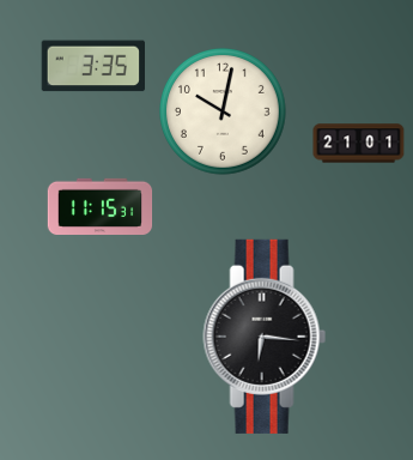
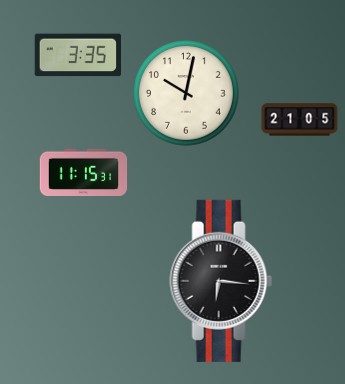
clock at (359, 144): 21:01 -> 21:05
